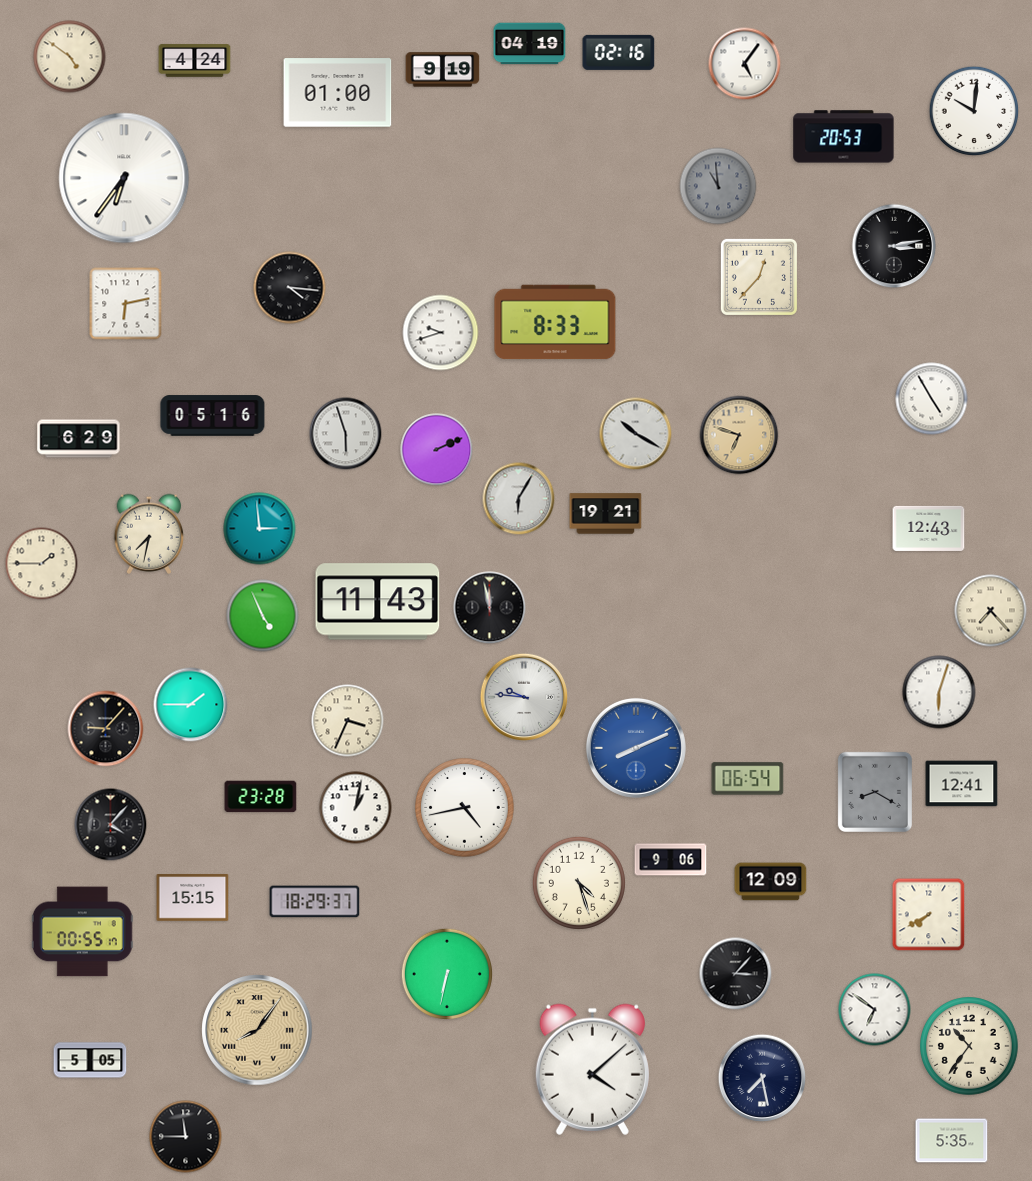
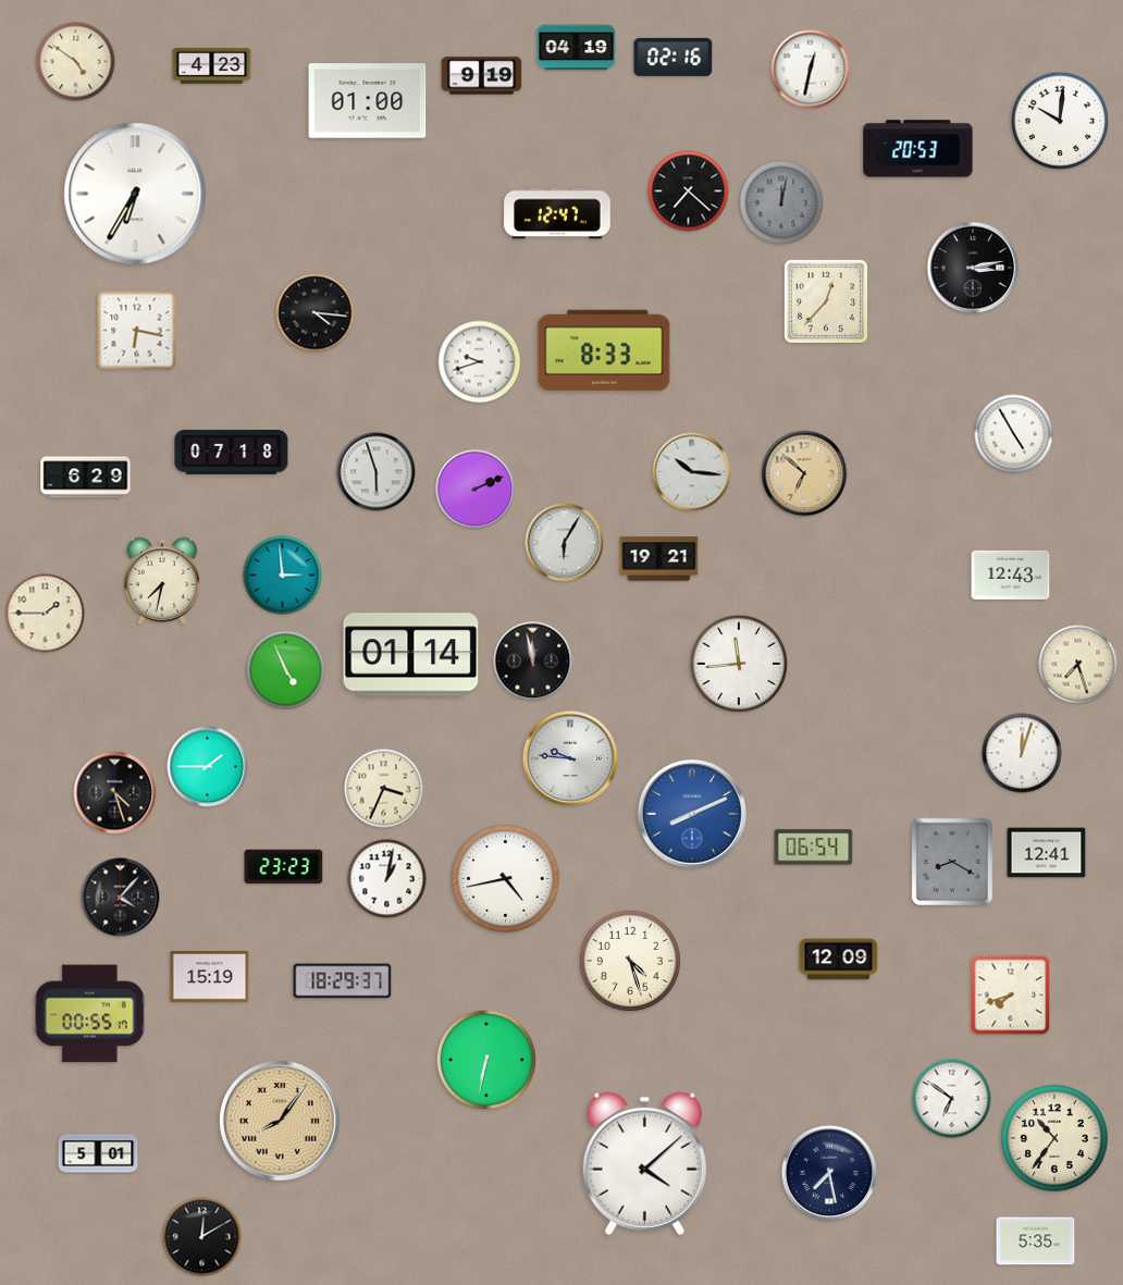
clock at (195, 61): 4:24 -> 4:23
clock at (745, 64): 5:06 -> 12:32
clock at (689, 191): none -> 7:22
clock at (124, 178): 6:36 -> 6:35
clock at (718, 186): 10:59 -> 12:02
clock at (557, 213): none -> 12:47
clock at (126, 304): 6:13 -> 6:17
clock at (213, 416): 05:16 -> 07:18
clock at (636, 434): 10:20 -> 10:16
clock at (739, 435): 6:48 -> 6:52
clock at (378, 602): 11:43 -> 01:14
clock at (739, 664): none -> 11:44
clock at (991, 611): 7:23 -> 7:27
clock at (939, 692): 6:03 -> 12:03
clock at (348, 721) position: (348, 721) -> (384, 789)
clock at (106, 729): 9:07 -> 4:27
clock at (261, 797): 23:28 -> 23:23
clock at (671, 860): 9:06 -> none
clock at (193, 898): 15:15 -> 15:19
clock at (929, 915): 7:40 -> 7:42
clock at (736, 974): 3:07 -> none
clock at (90, 1060): 5:05 -> 5:01
clock at (186, 1137): 11:45 -> 12:10
